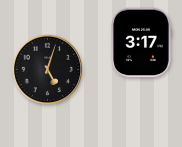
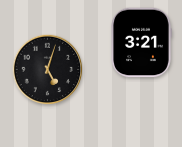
clock at (141, 43): 3:17 -> 3:21
